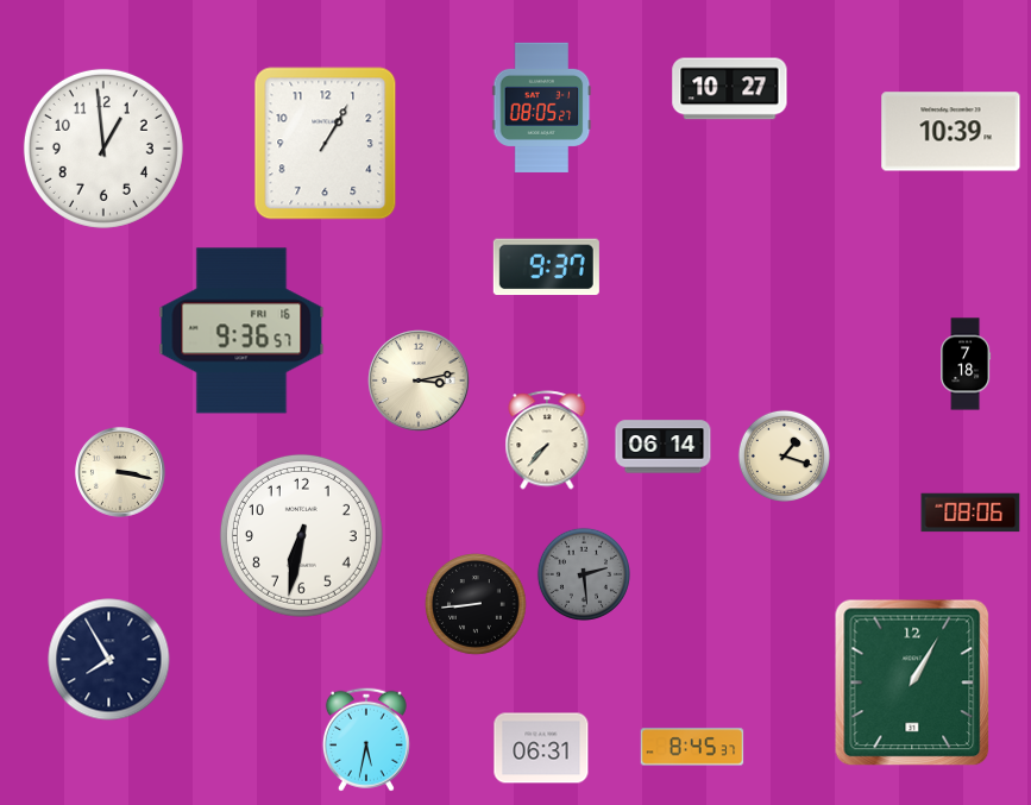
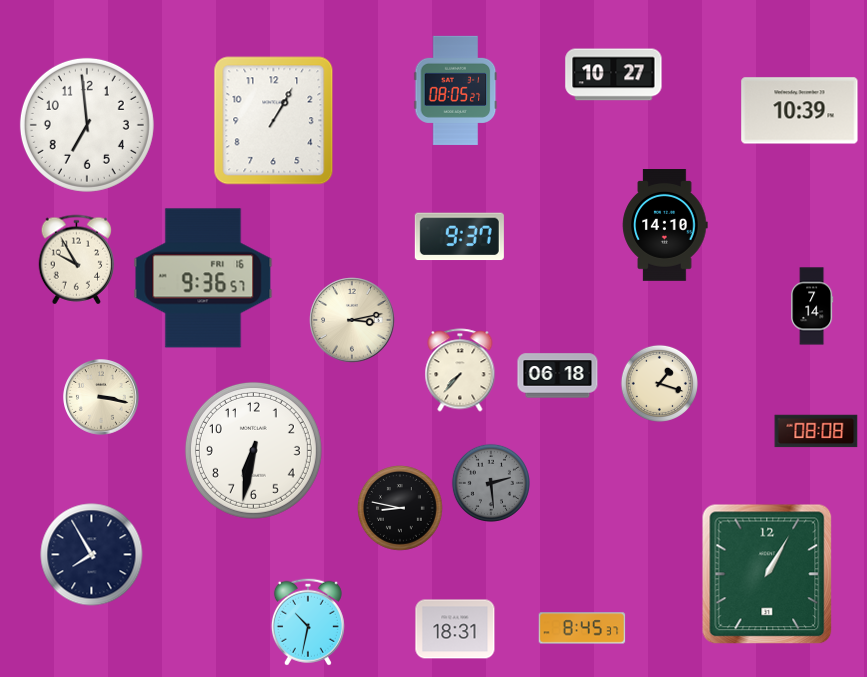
clock at (103, 149): 12:59 -> 6:59
clock at (546, 268) position: (546, 268) -> (459, 237)
clock at (665, 226): none -> 14:10
clock at (77, 260): none -> 9:55
clock at (966, 364): 7:18 -> 7:14
clock at (664, 447): 06:14 -> 06:18
clock at (970, 512): 08:06 -> 08:08
clock at (477, 605): 8:44 -> 8:47
clock at (366, 740): 5:32 -> 10:32
clock at (541, 748): 06:31 -> 18:31
